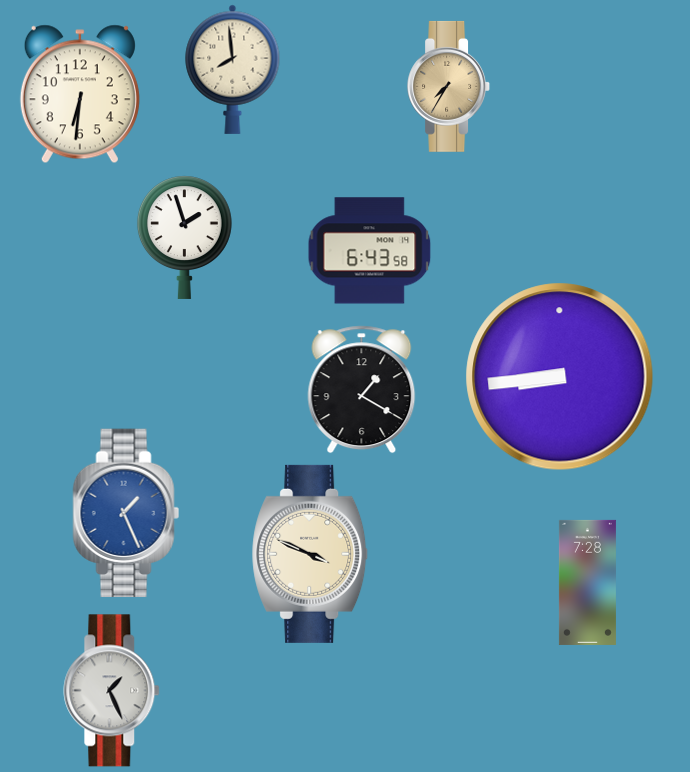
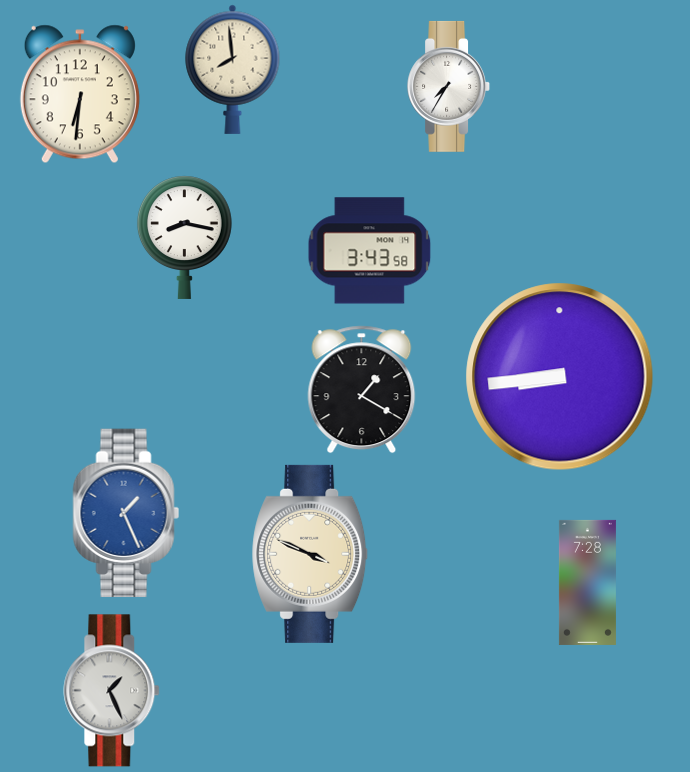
clock at (449, 86) dial: champagne -> white
clock at (184, 237): 1:57 -> 8:17
clock at (370, 251): 6:43 -> 3:43
